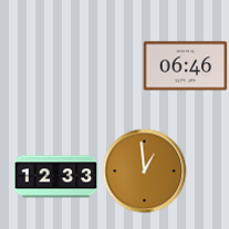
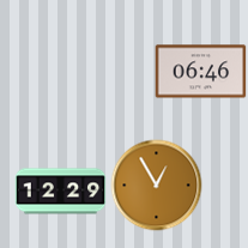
clock at (145, 171): 12:59 -> 12:55
clock at (56, 177): 12:33 -> 12:29
